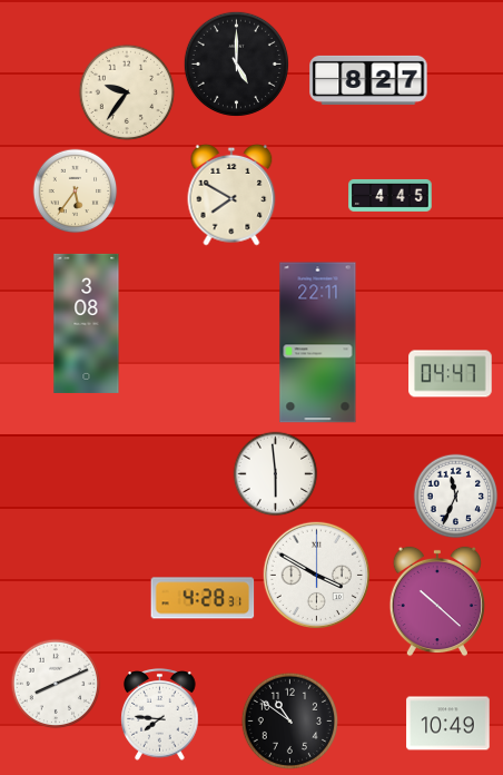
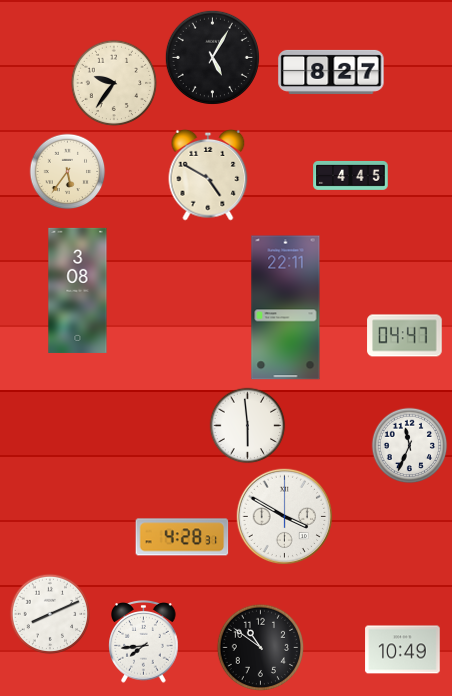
clock at (236, 63): 5:00 -> 5:05
clock at (231, 195): 7:50 -> 4:50
clock at (436, 601): 10:22 -> none
clock at (160, 715): 7:46 -> 7:44
